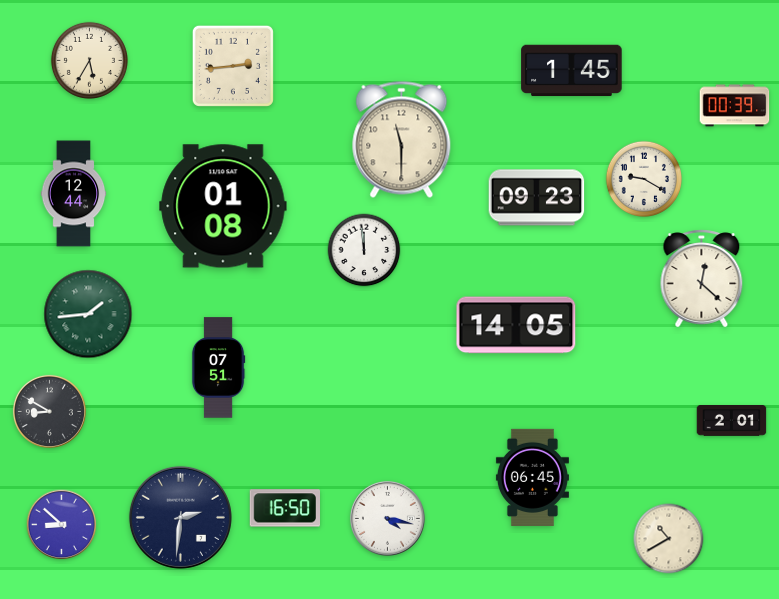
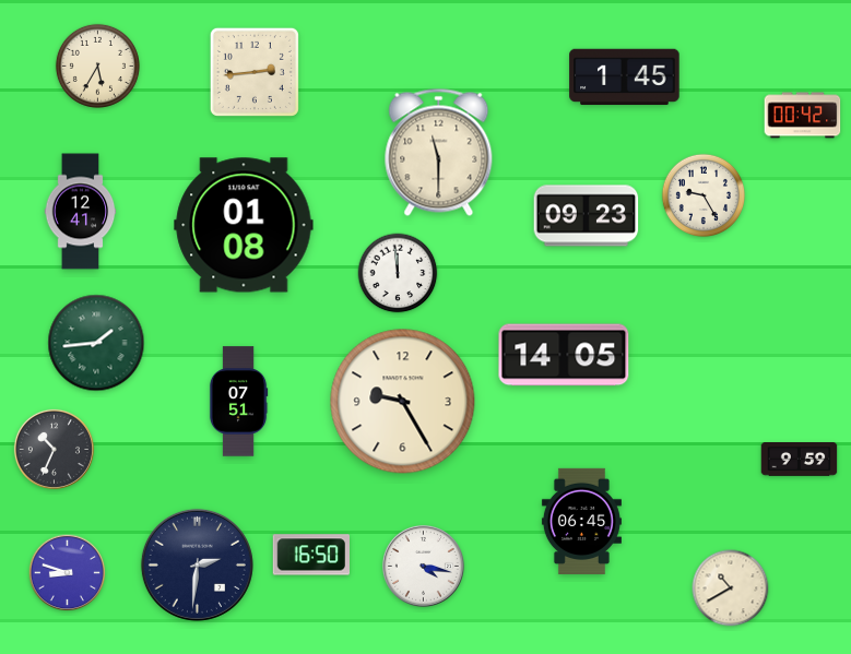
clock at (735, 106): 00:39 -> 00:42
clock at (643, 178): 9:20 -> 9:25
clock at (74, 194): 12:44 -> 12:41
clock at (702, 279): 12:22 -> none
clock at (403, 402): none -> 9:25
clock at (49, 411): 8:50 -> 10:34
clock at (732, 421): 2:01 -> 9:59
clock at (62, 525): 8:52 -> 8:48
